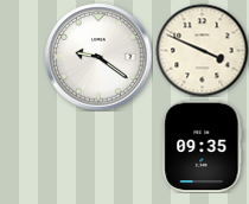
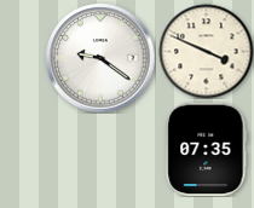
clock at (203, 146): 09:35 -> 07:35
